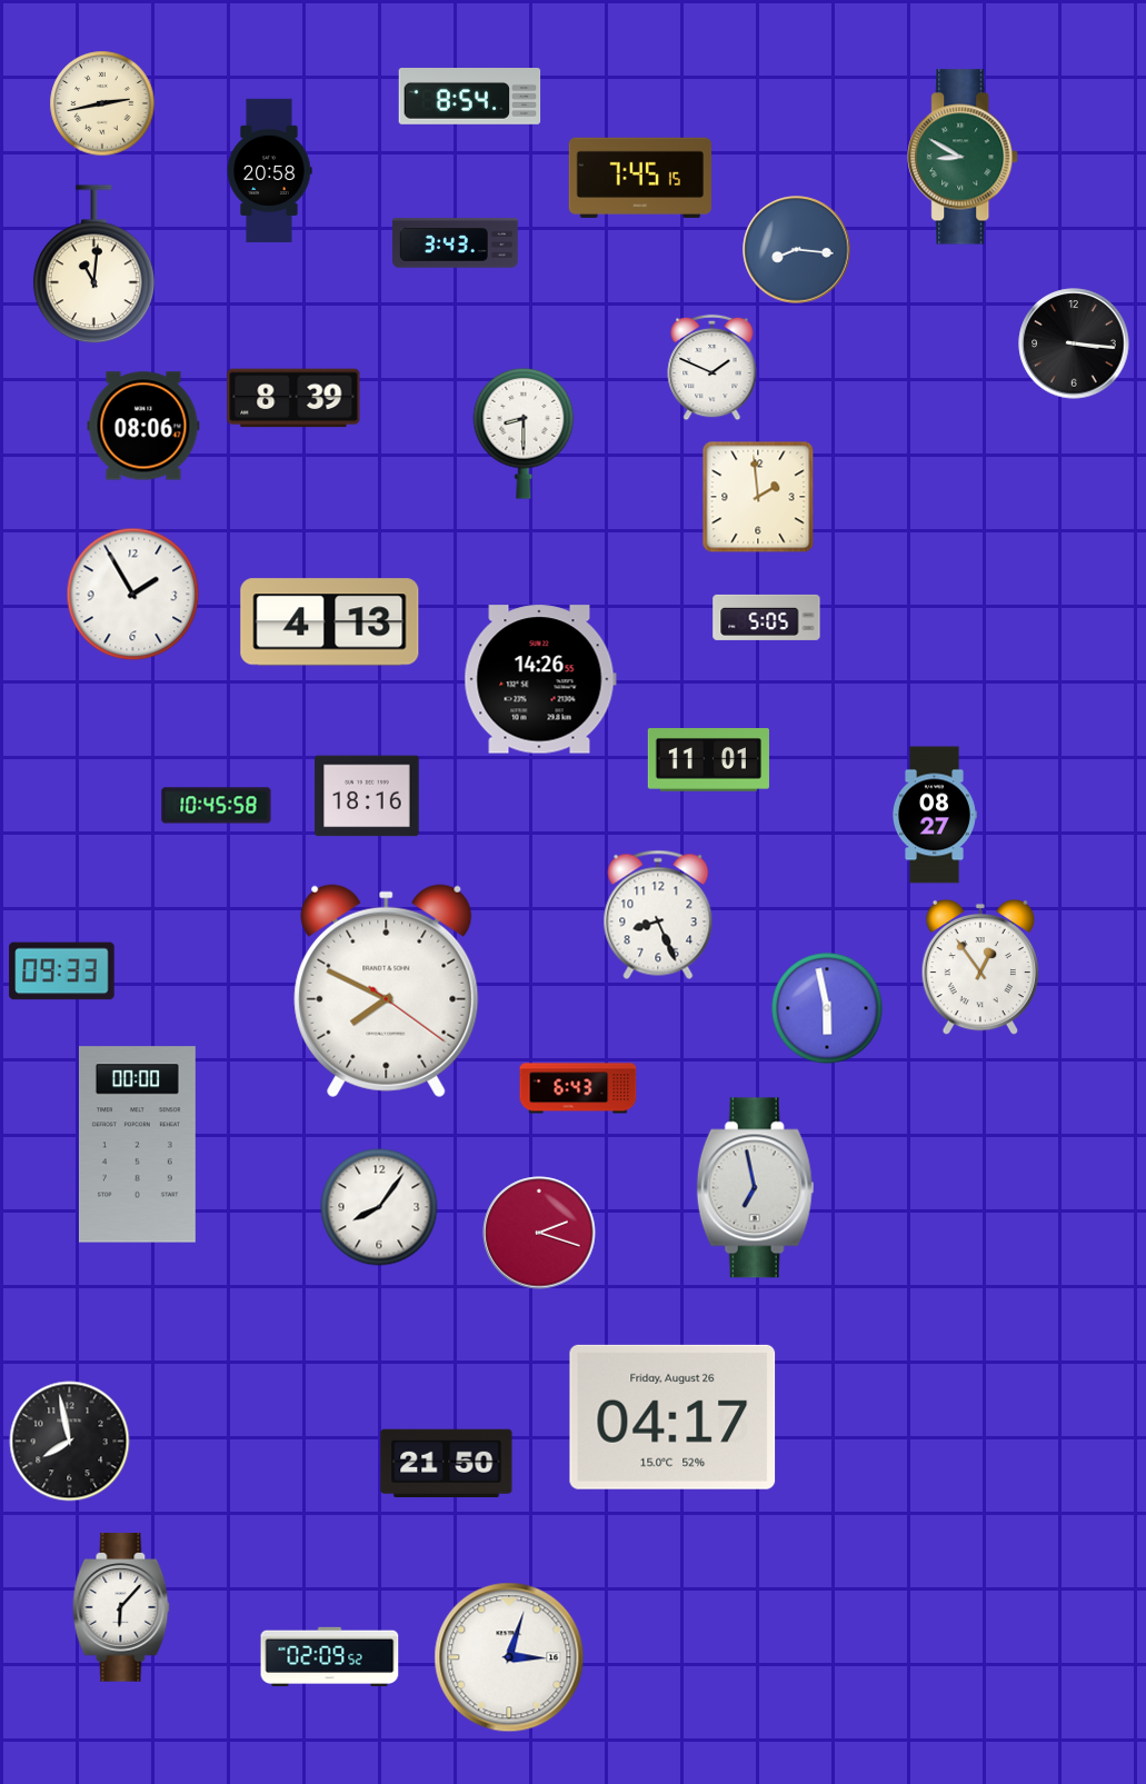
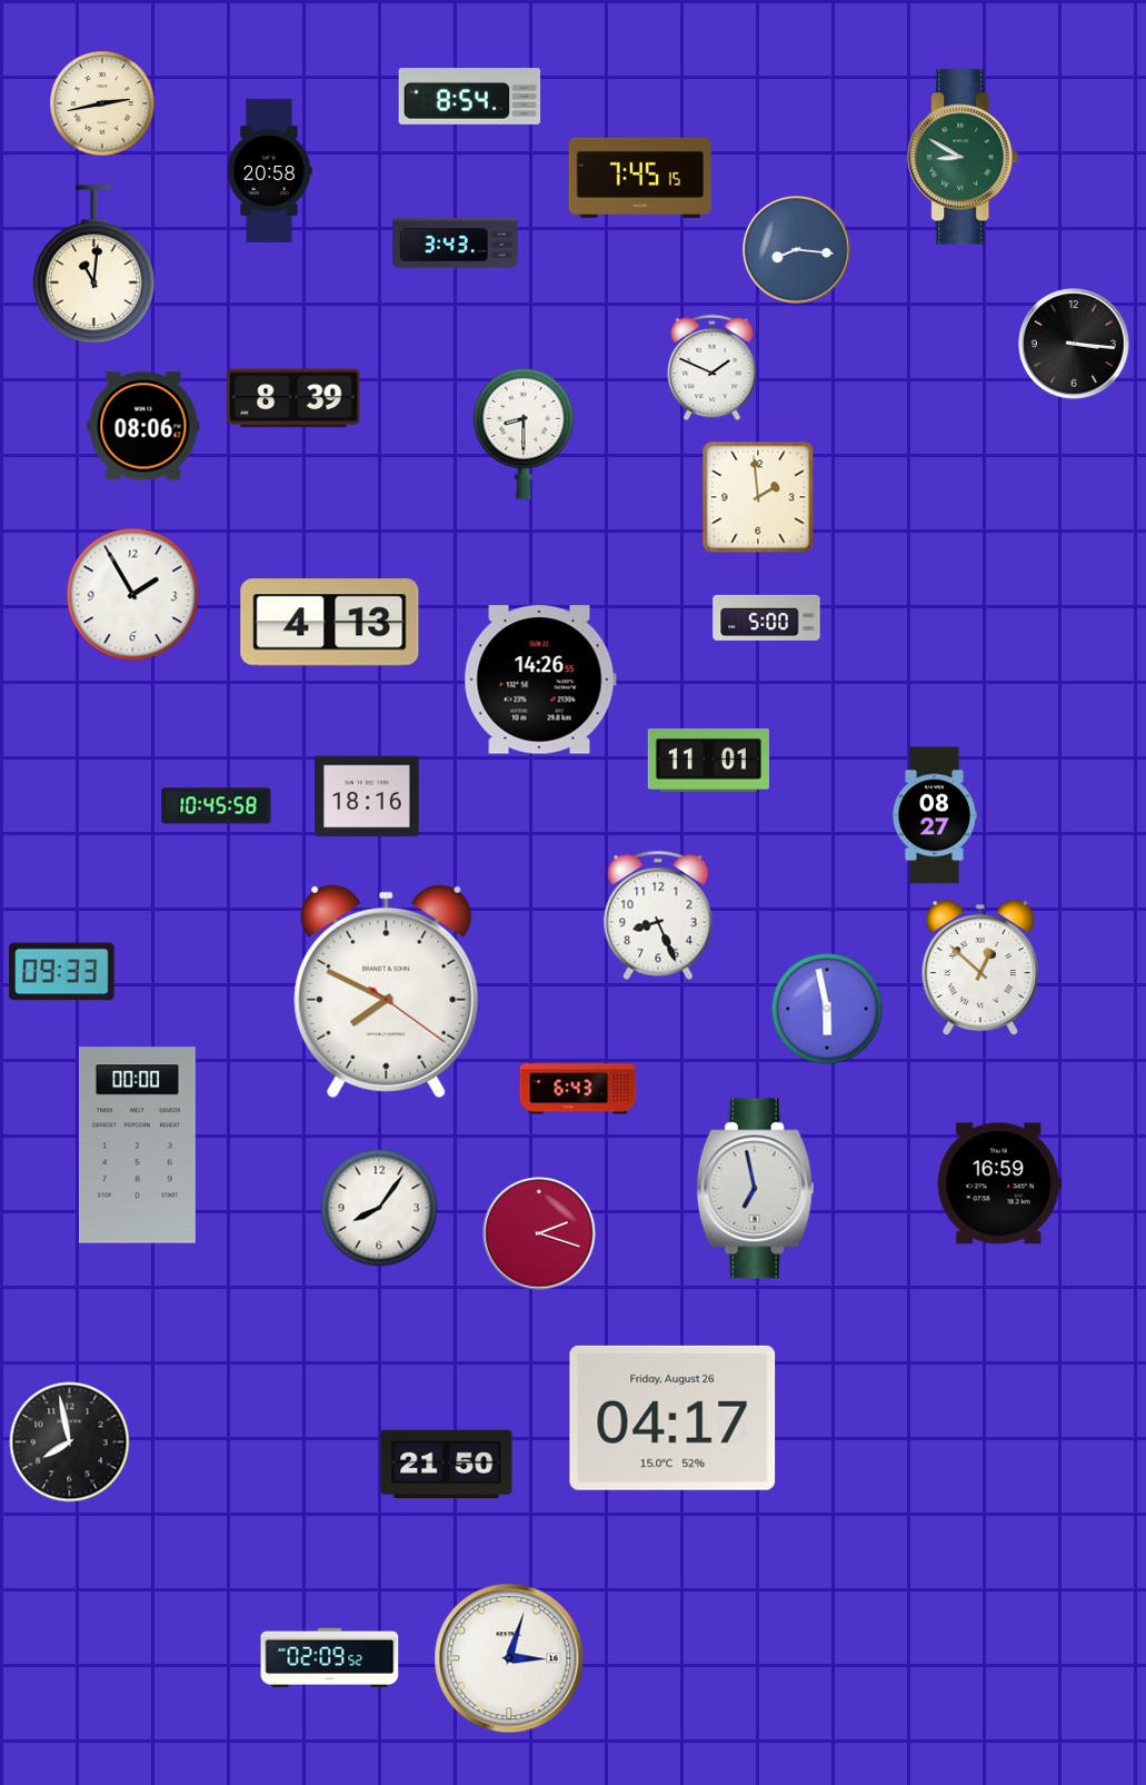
clock at (767, 617): 5:05 -> 5:00
clock at (980, 967): 12:54 -> 12:52
clock at (999, 1183): none -> 16:59
clock at (121, 1607): 6:07 -> none
